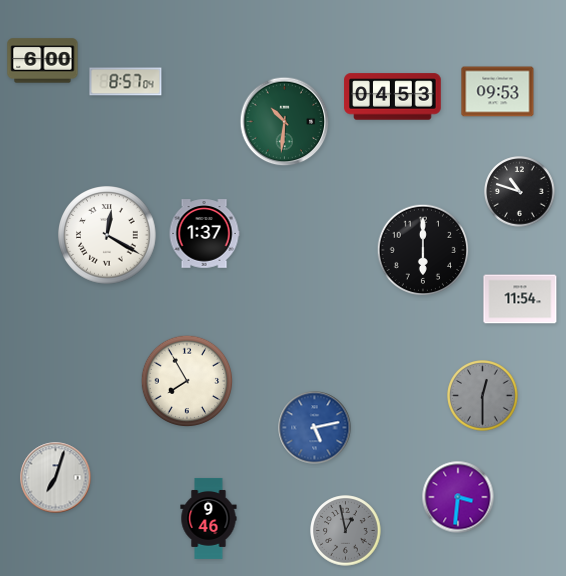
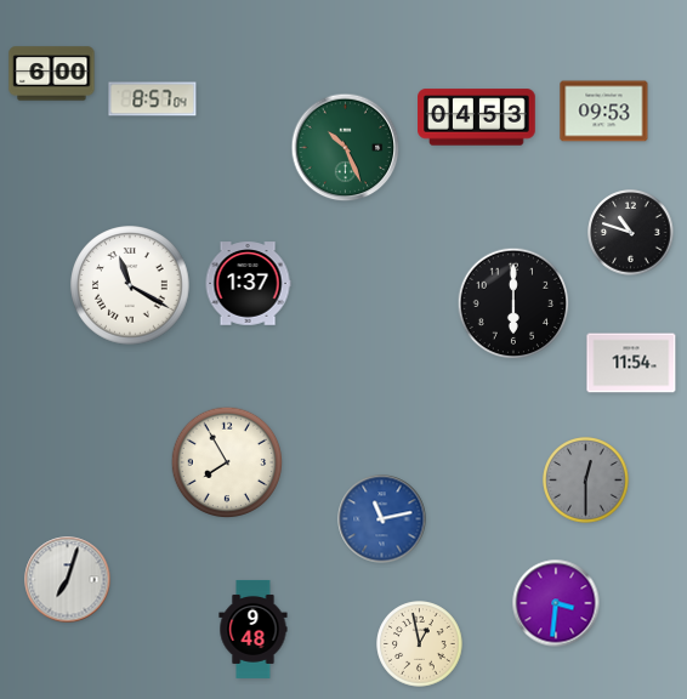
clock at (285, 122): 10:31 -> 10:26
clock at (107, 235): 12:20 -> 11:20
clock at (315, 428): 5:13 -> 11:13
clock at (209, 518): 9:46 -> 9:48
clock at (346, 531) dial: grey -> cream
